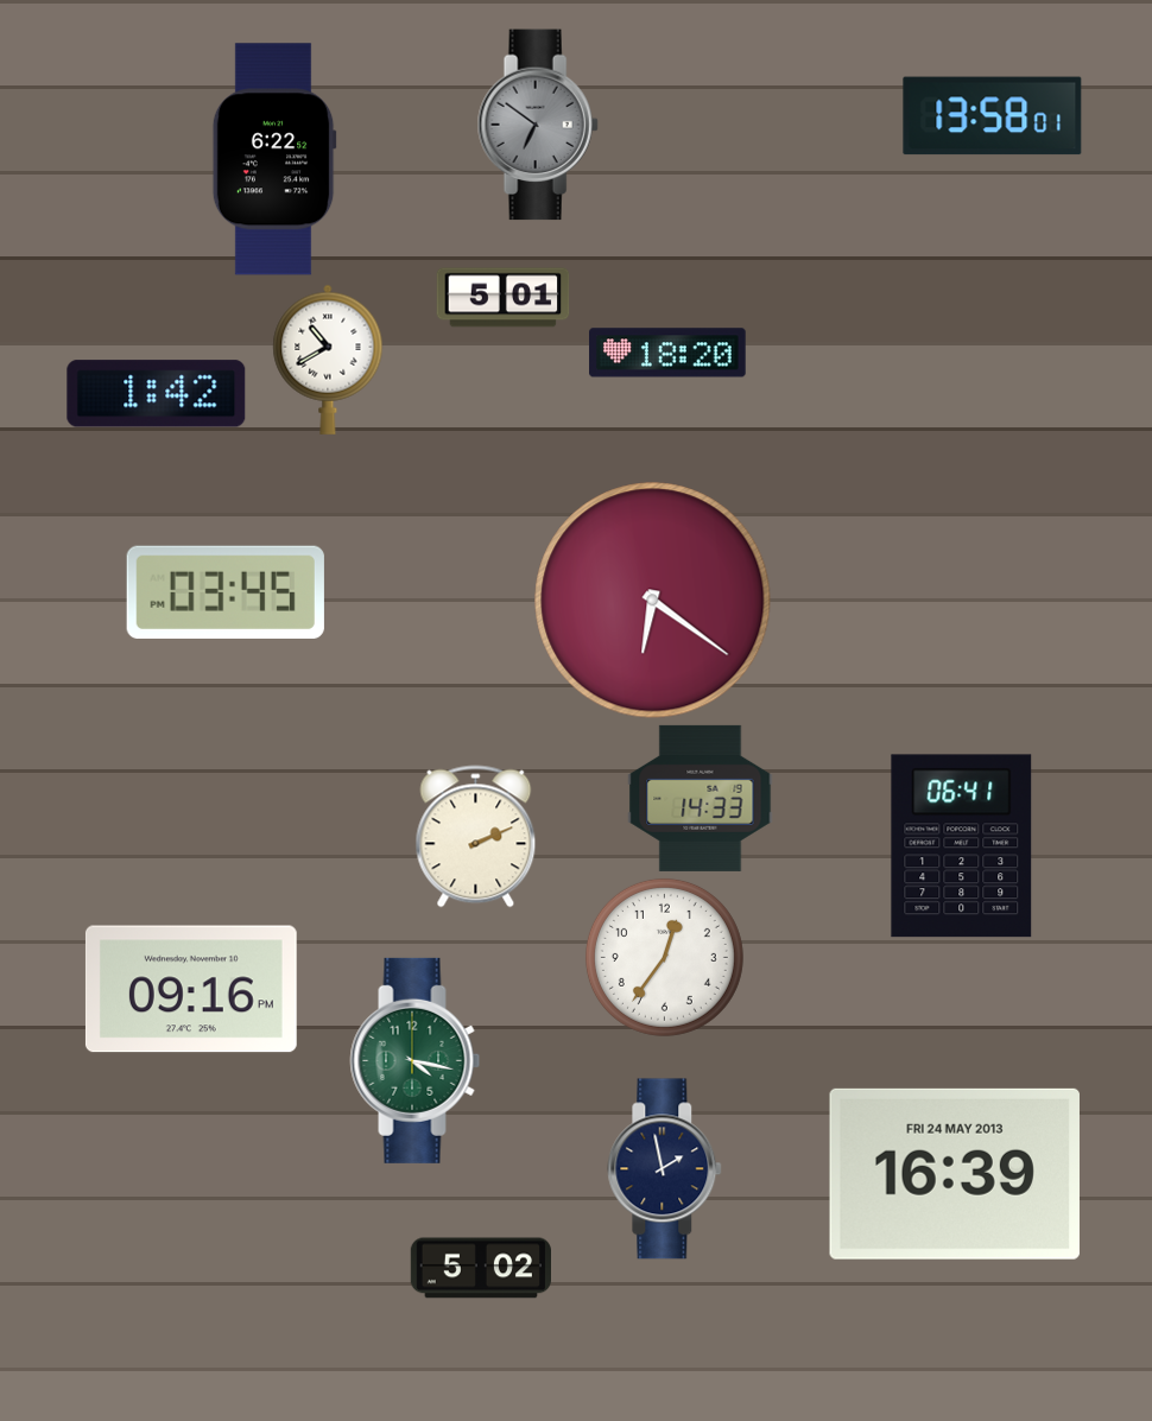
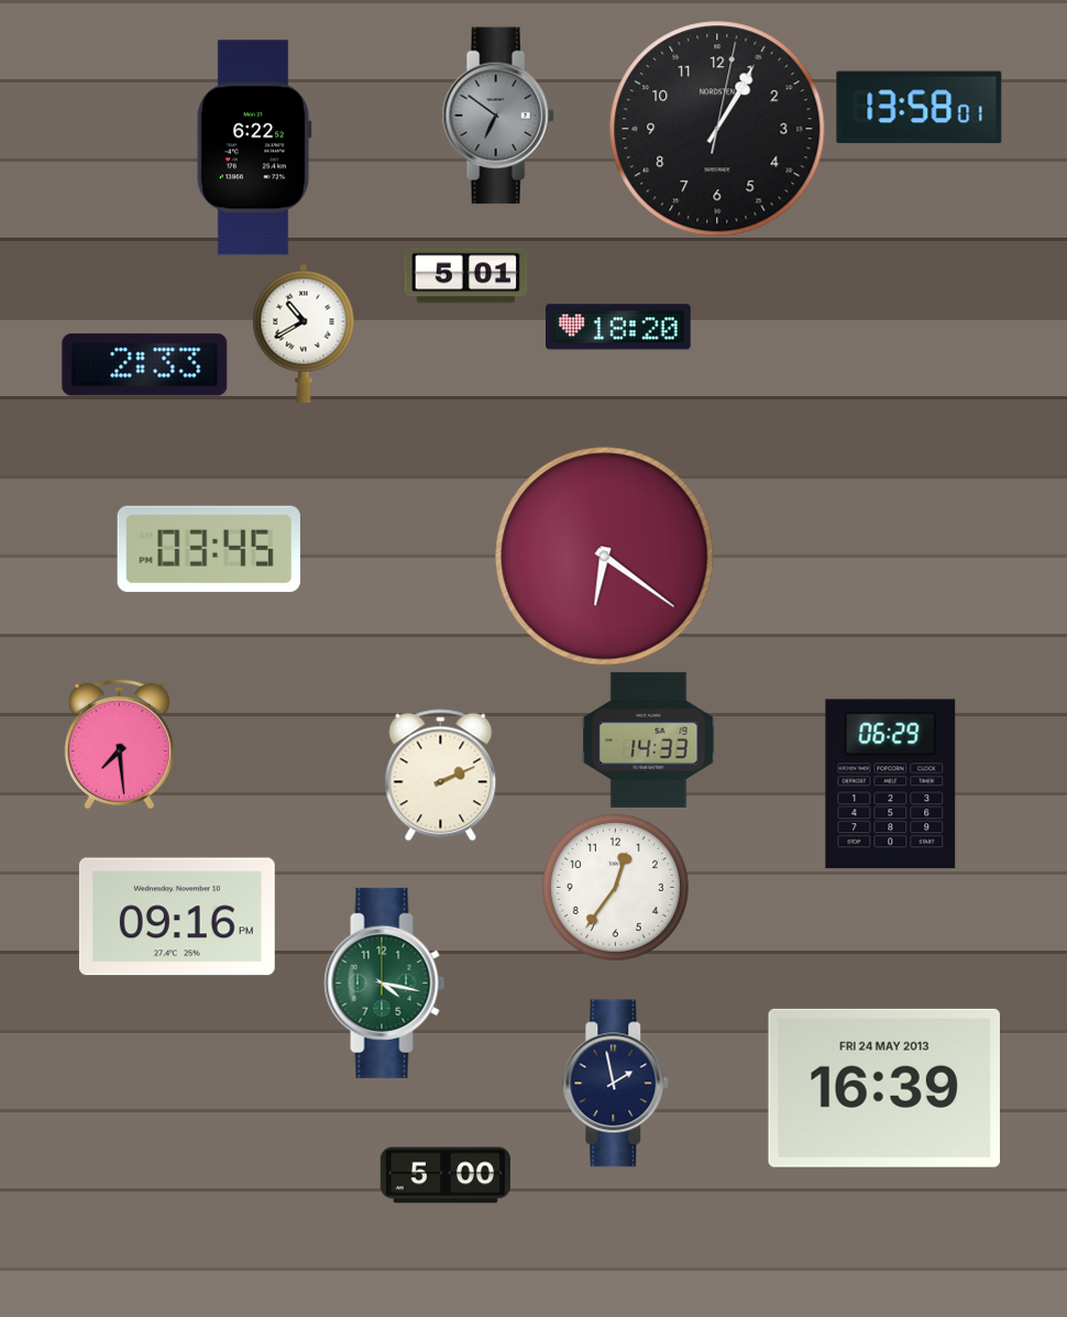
clock at (717, 129): none -> 1:05
clock at (157, 394): 1:42 -> 2:33
clock at (119, 744): none -> 7:29
clock at (962, 846): 06:41 -> 06:29
clock at (481, 1268): 5:02 -> 5:00
